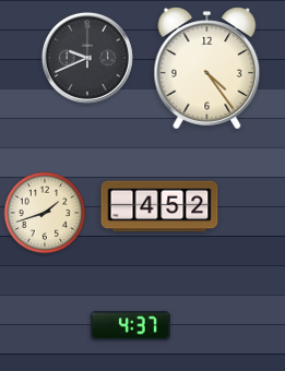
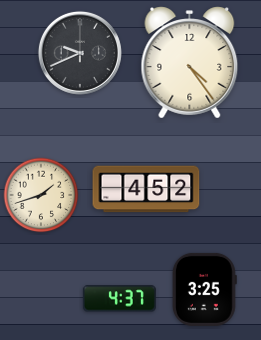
clock at (204, 289): none -> 3:25
